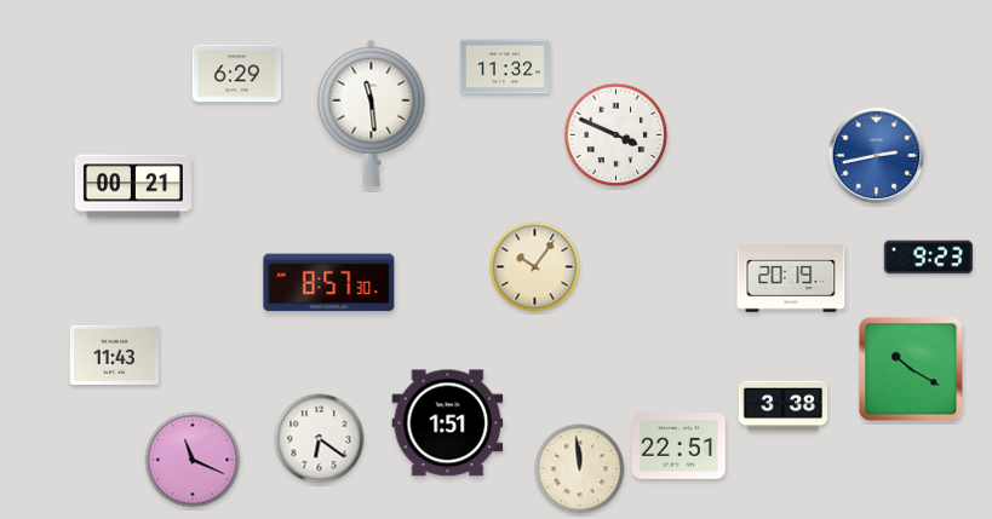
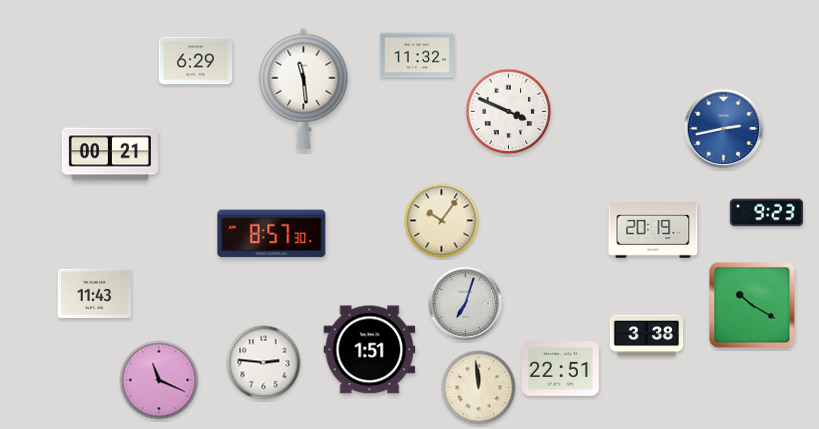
clock at (372, 113) position: (372, 113) -> (304, 88)
clock at (466, 304): none -> 7:03
clock at (320, 439): 6:21 -> 2:46
